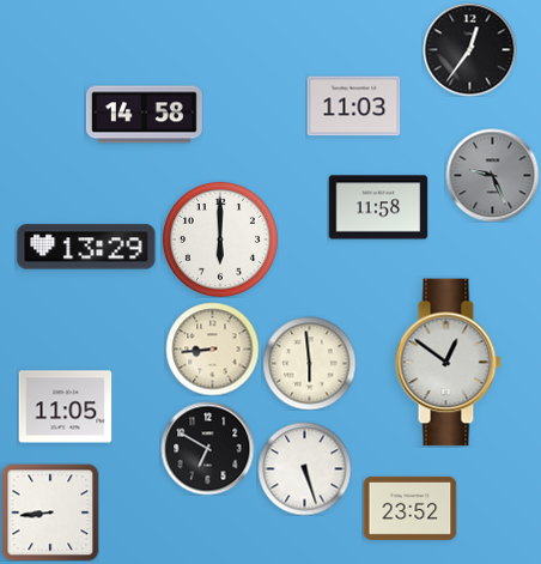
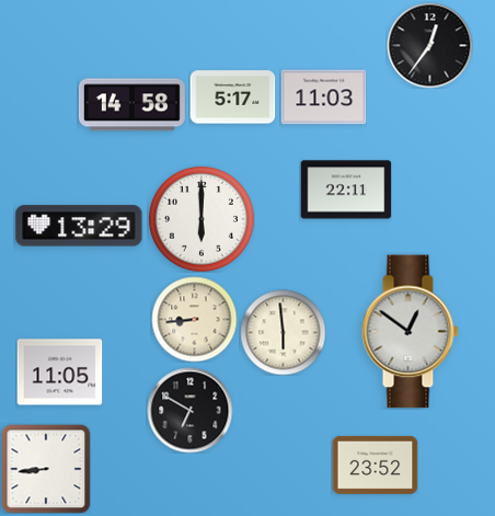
clock at (232, 98): none -> 5:17
clock at (492, 175): 9:26 -> none
clock at (378, 207): 11:58 -> 22:11
clock at (304, 468): 5:27 -> none
